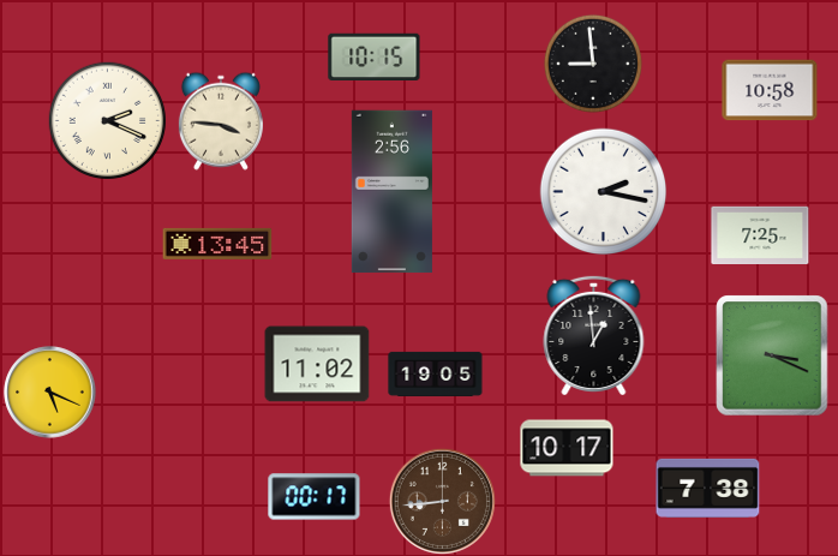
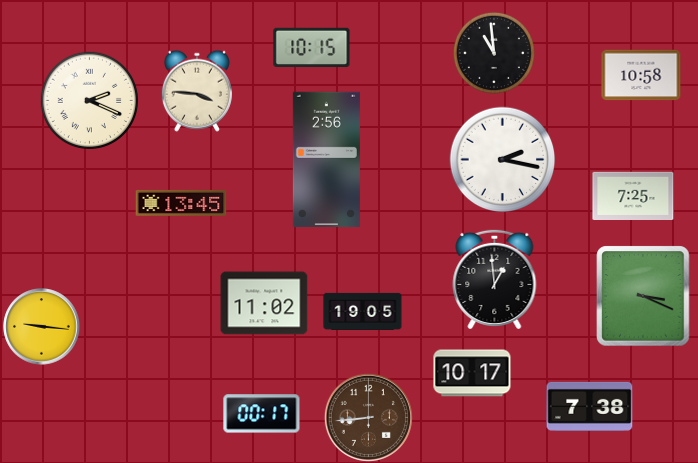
clock at (593, 64): 8:59 -> 10:59
clock at (221, 121) position: (221, 121) -> (197, 91)
clock at (50, 393): 5:19 -> 9:16
